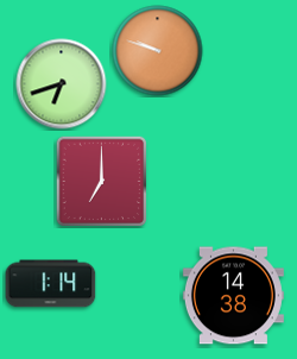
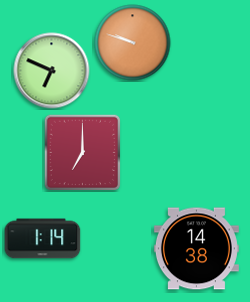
clock at (62, 84): 6:42 -> 6:49
clock at (101, 181) position: (101, 181) -> (82, 152)
